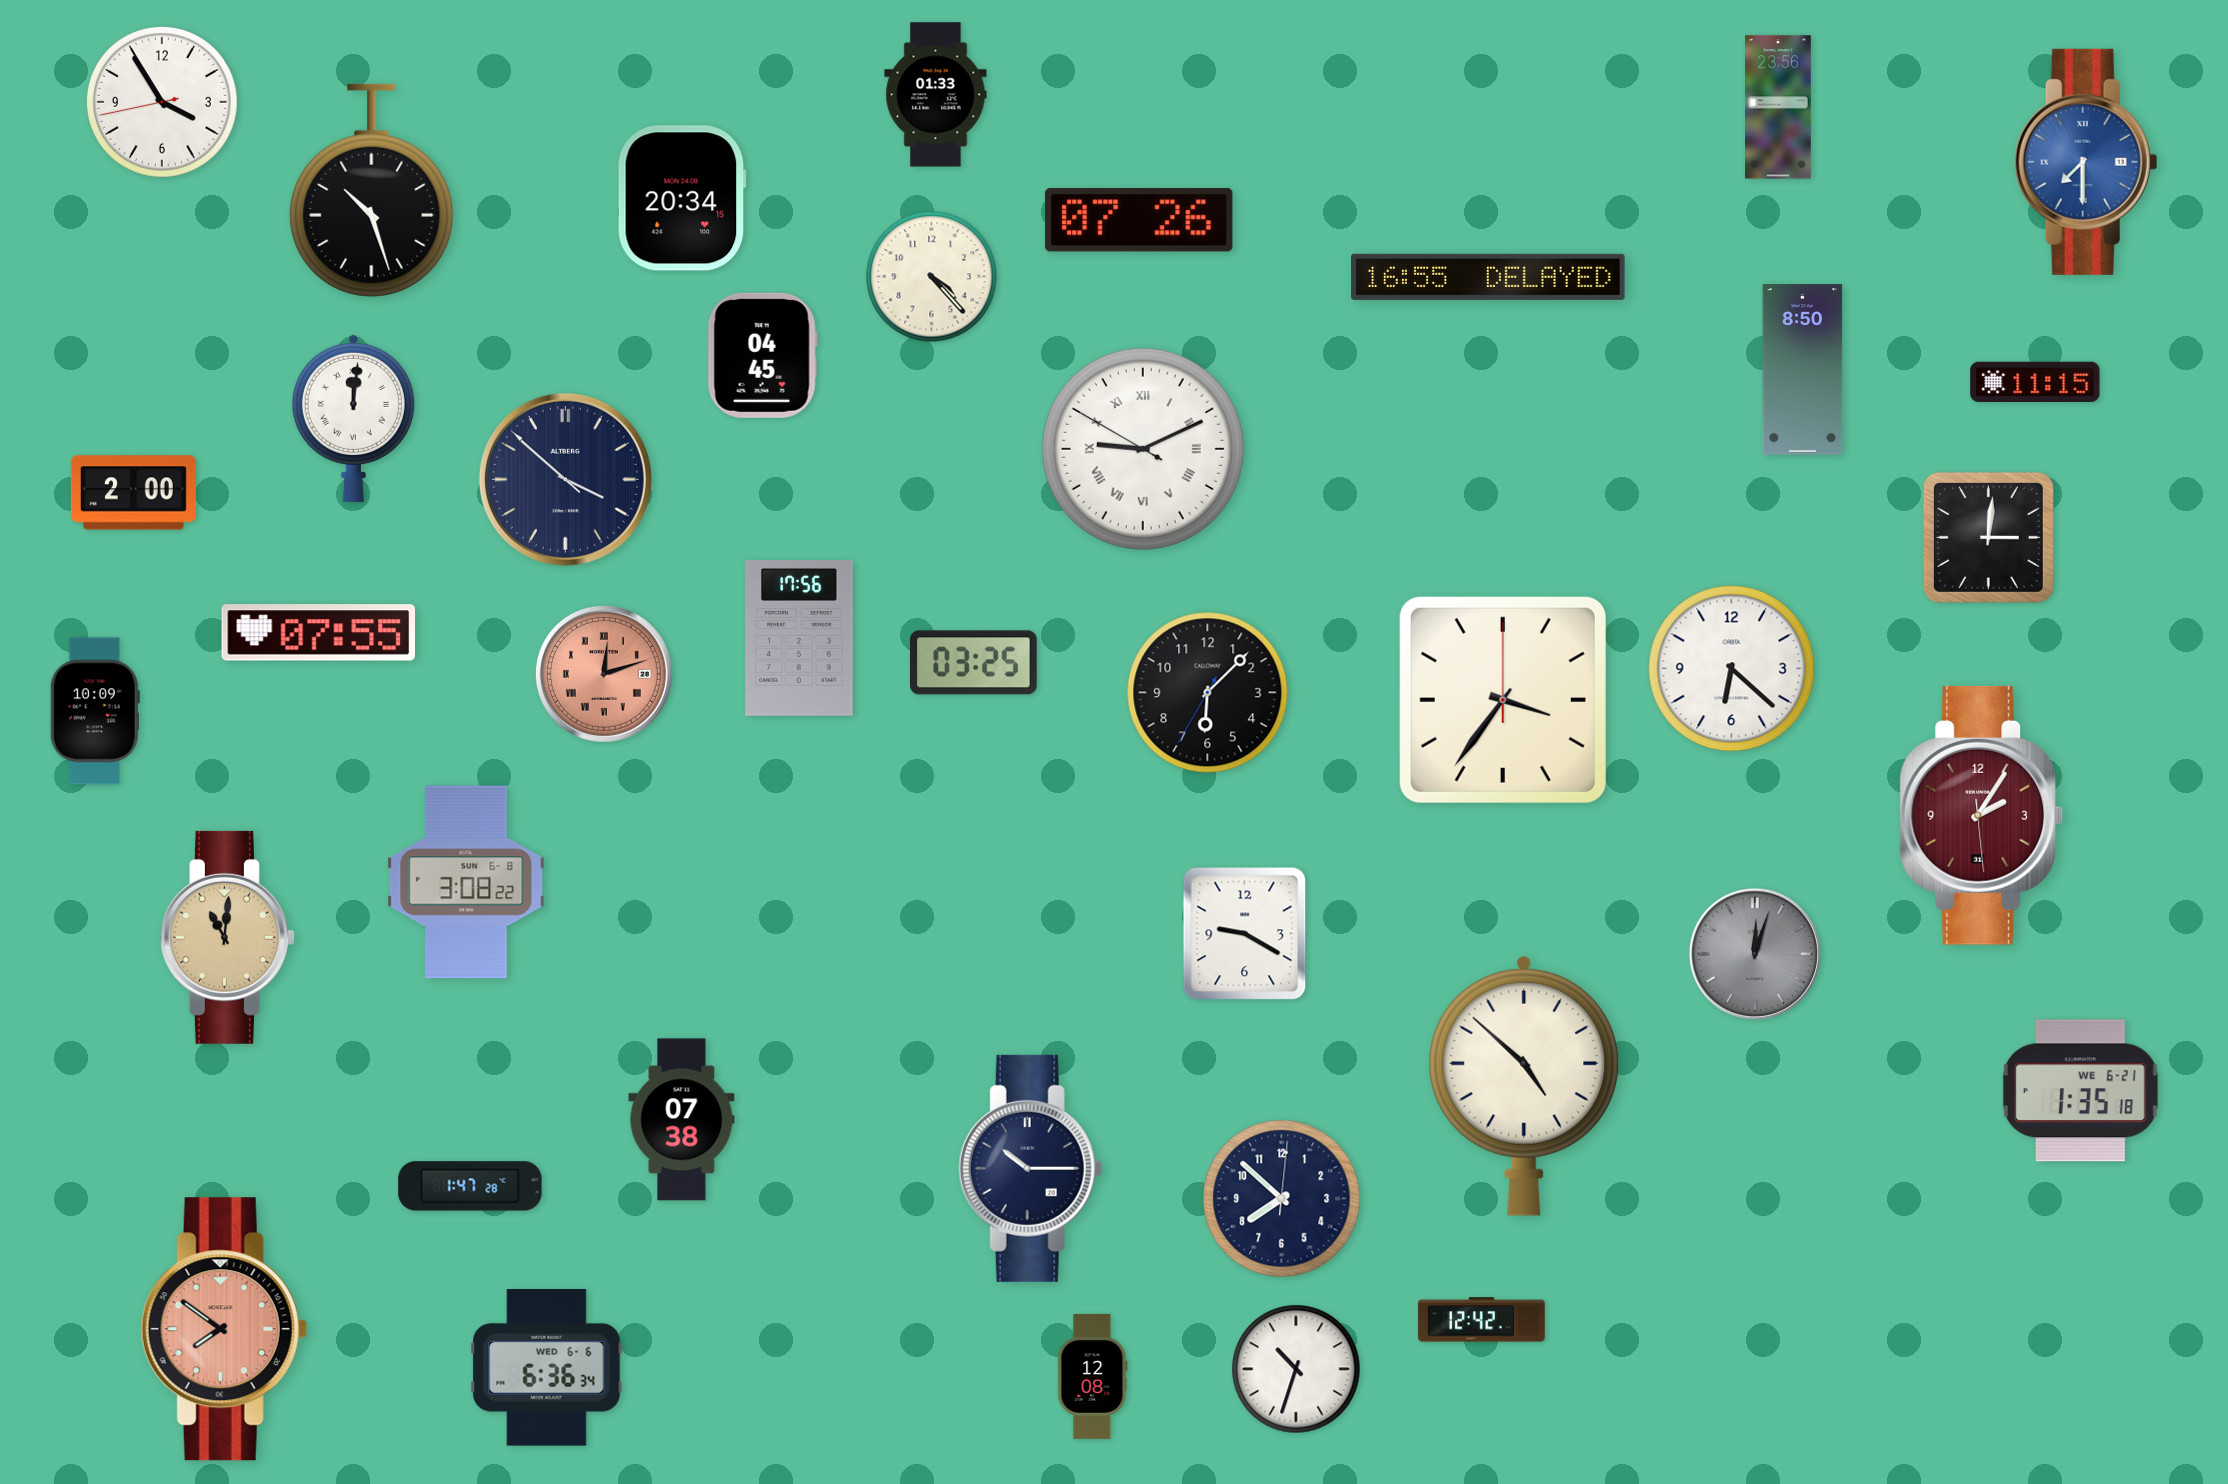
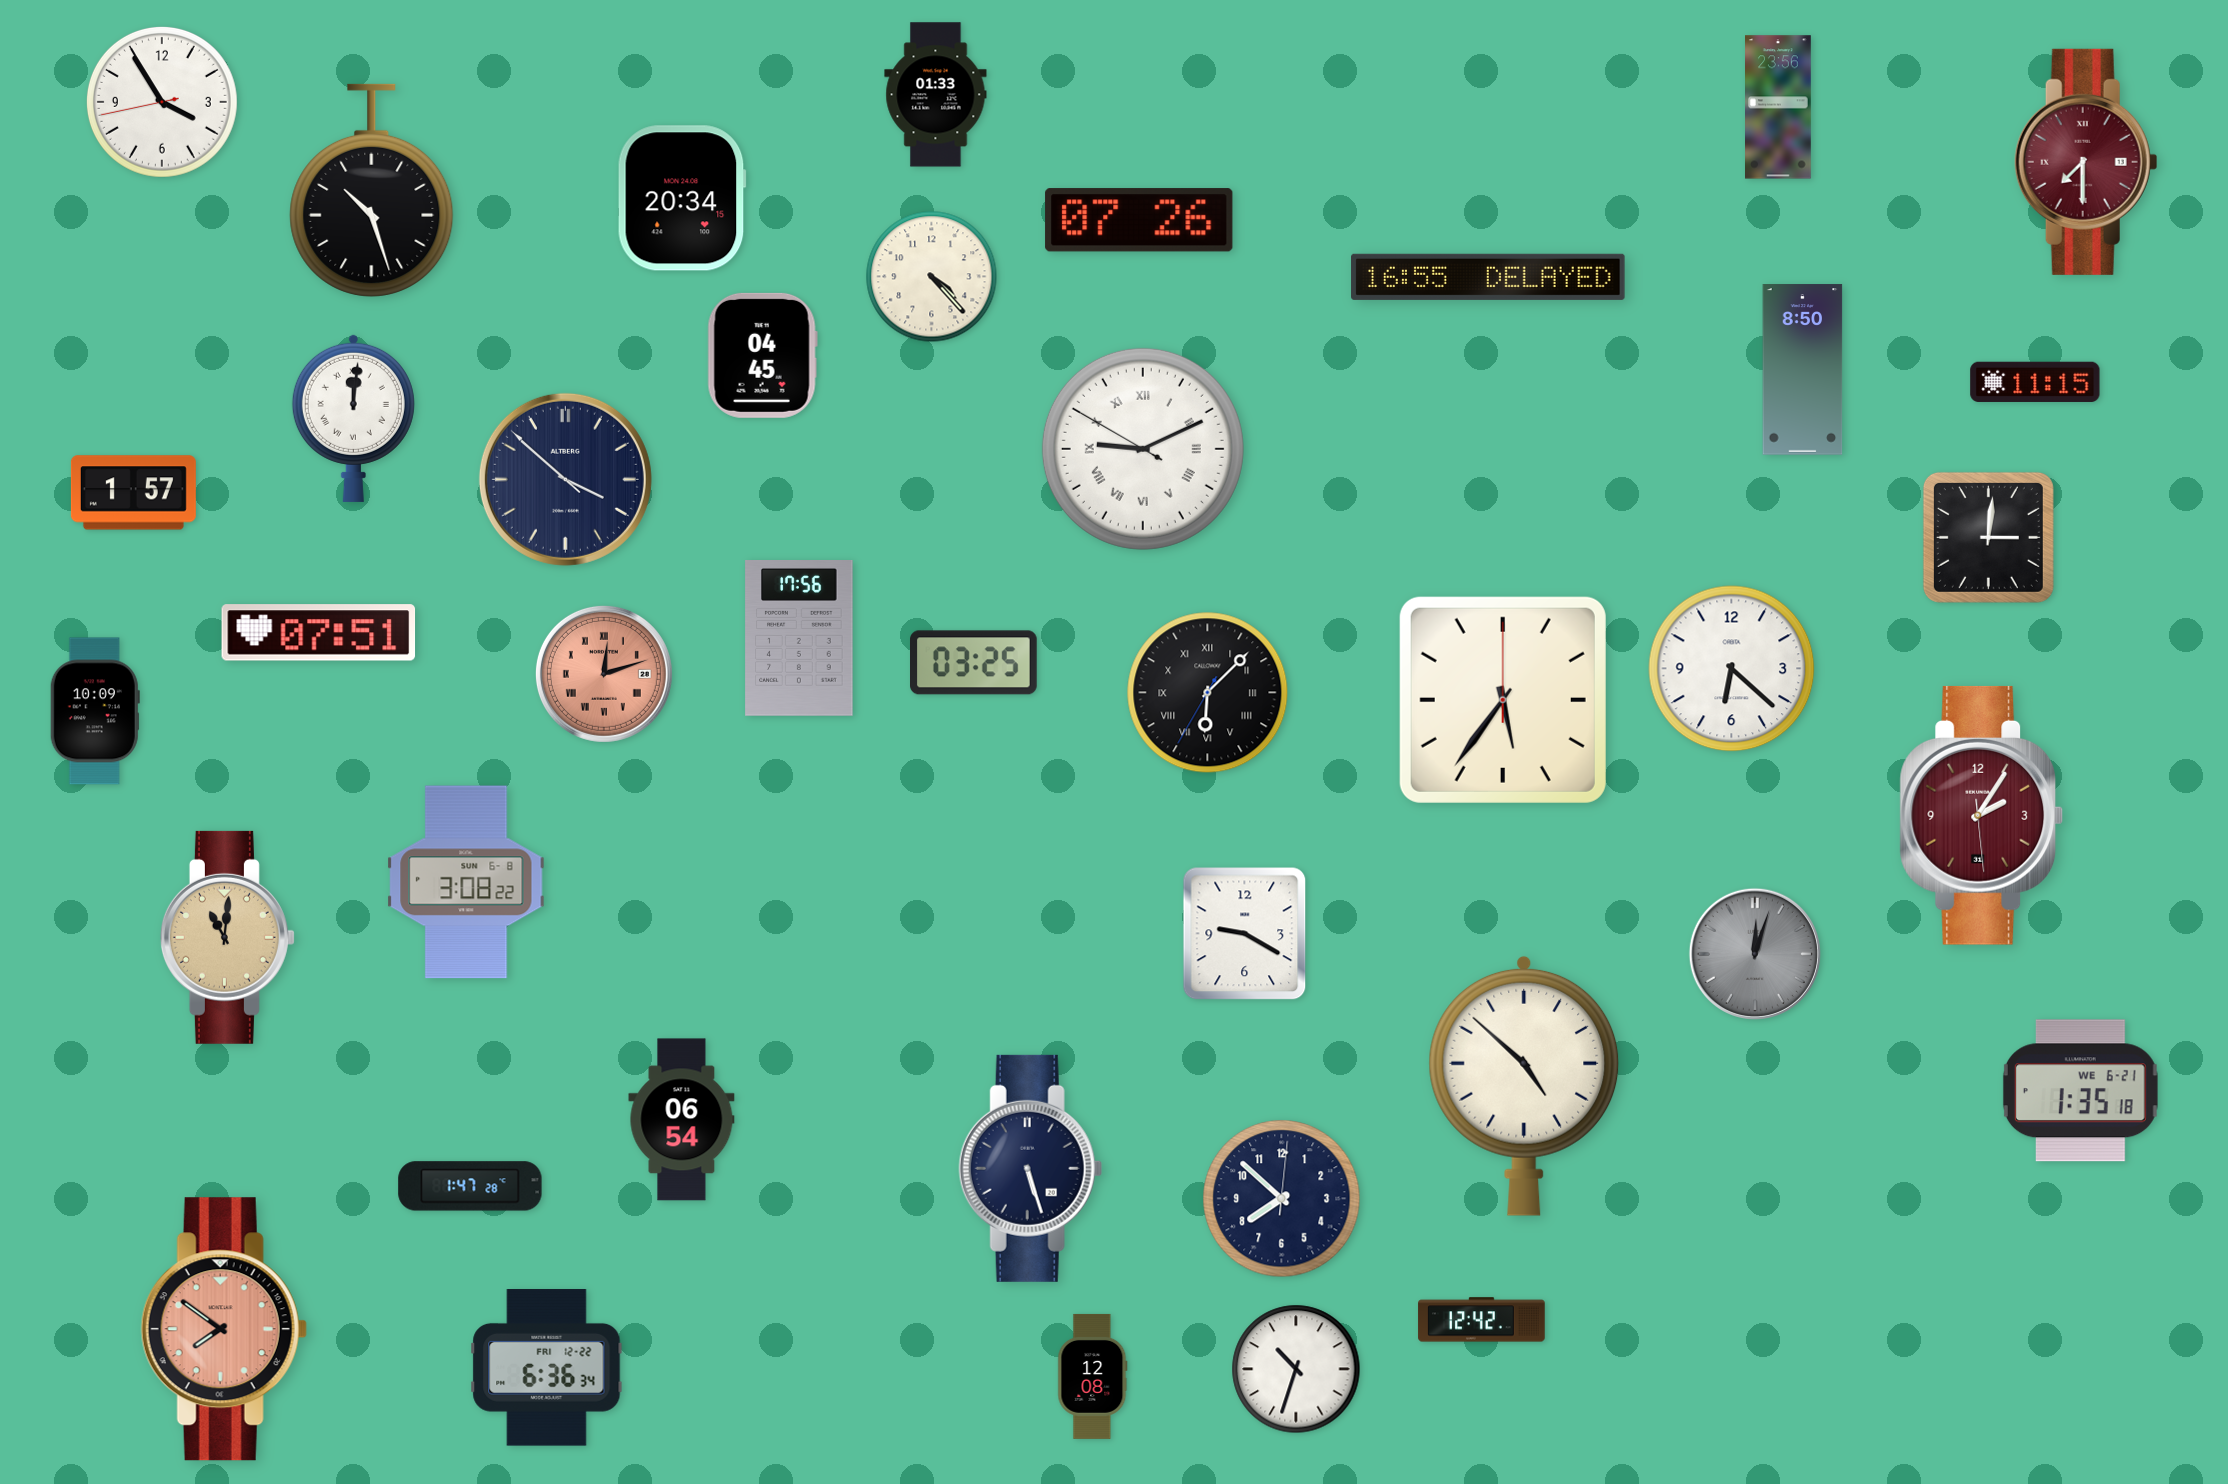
clock at (2086, 162) dial: blue -> burgundy
clock at (133, 493): 2:00 -> 1:57
clock at (319, 633): 07:55 -> 07:51
clock at (1208, 693) numerals: Arabic -> Roman
clock at (1503, 700): 3:36 -> 5:36
clock at (682, 1120): 07:38 -> 06:54
clock at (1030, 1168): 10:15 -> 5:27
clock at (547, 1368) date: WED 6-6 -> FRI 12-22
